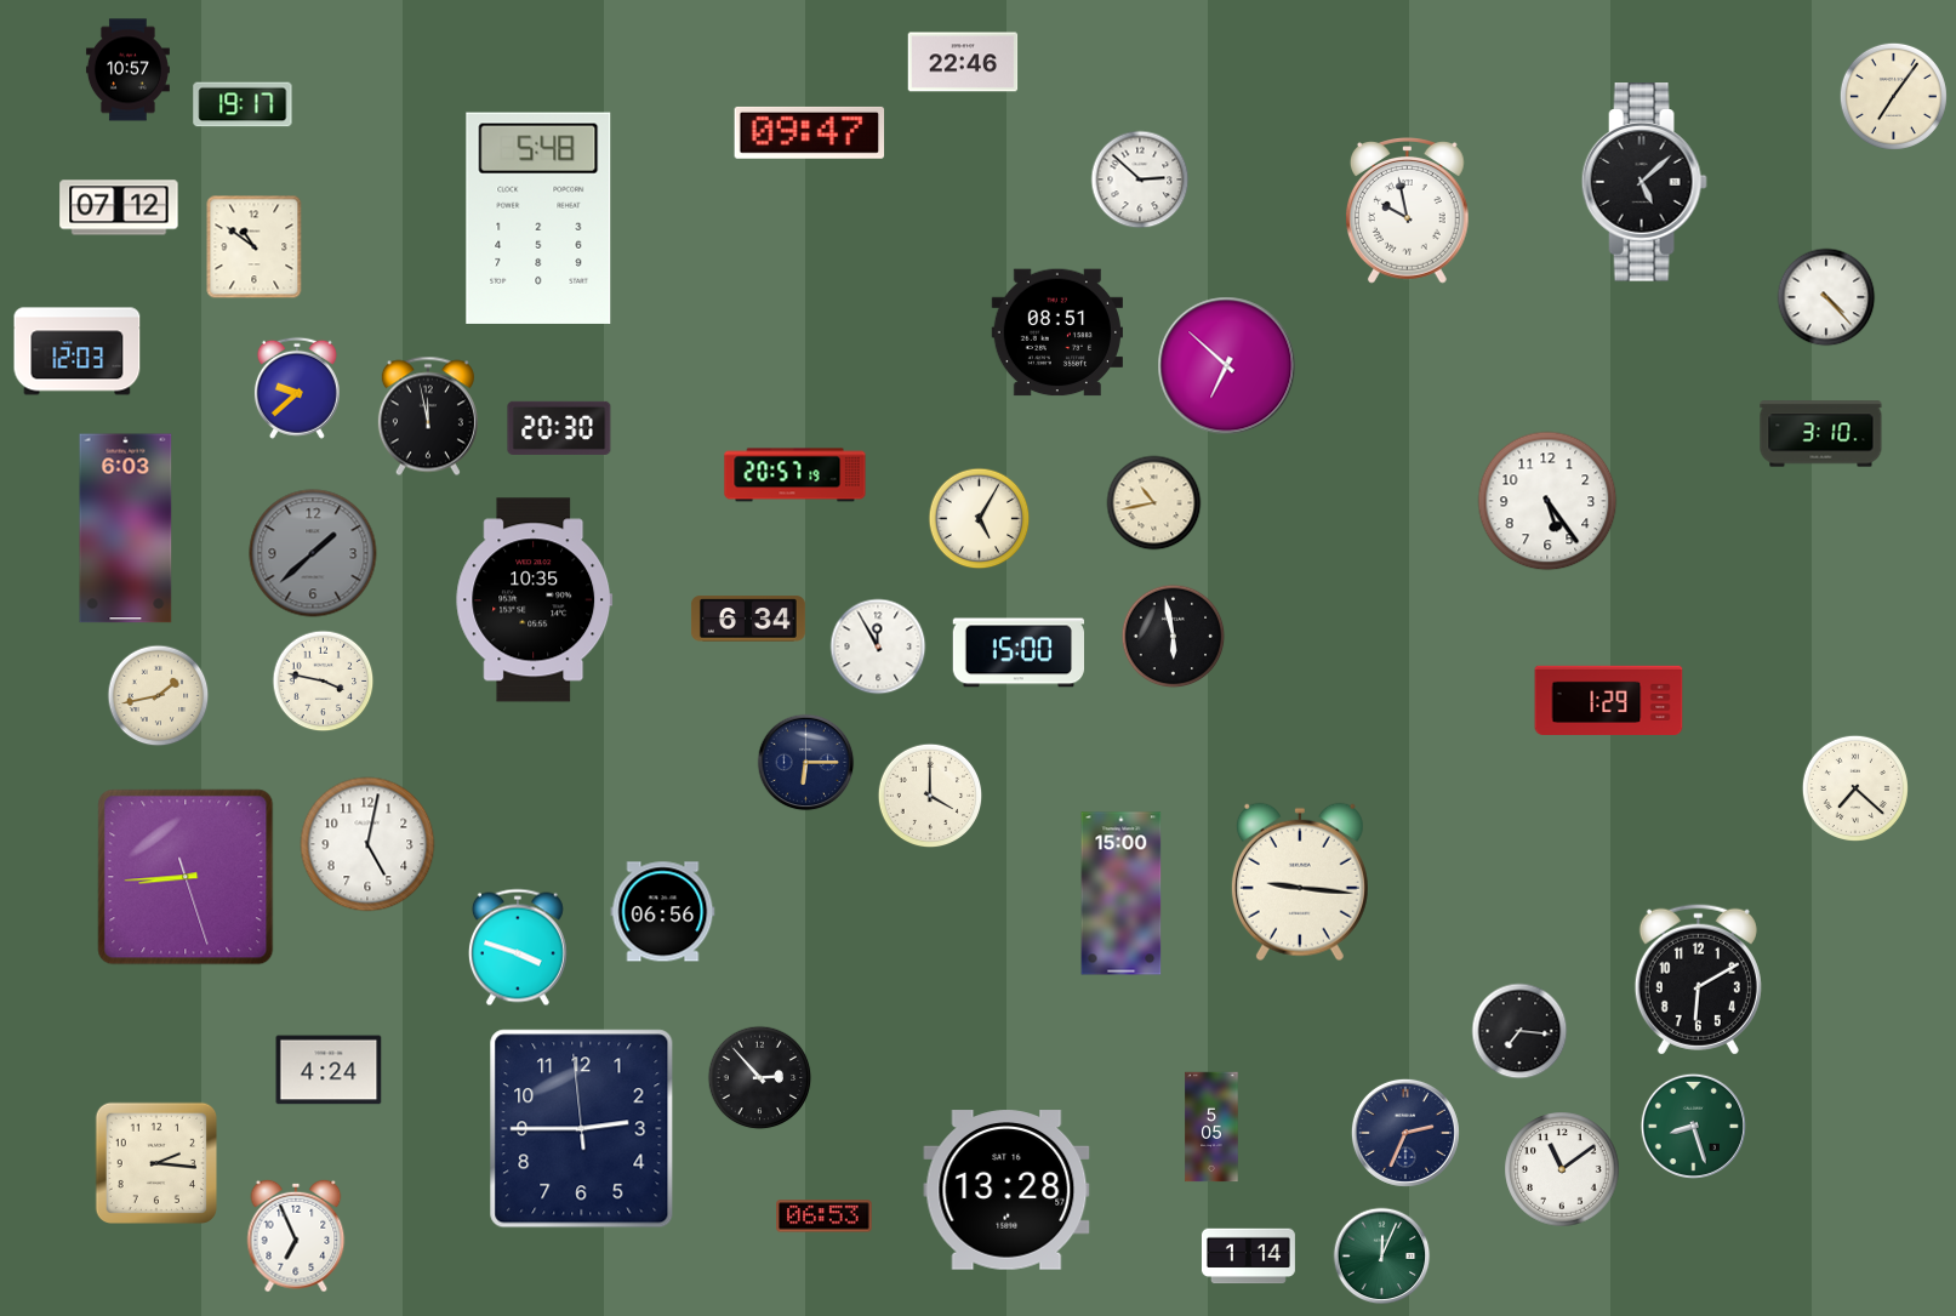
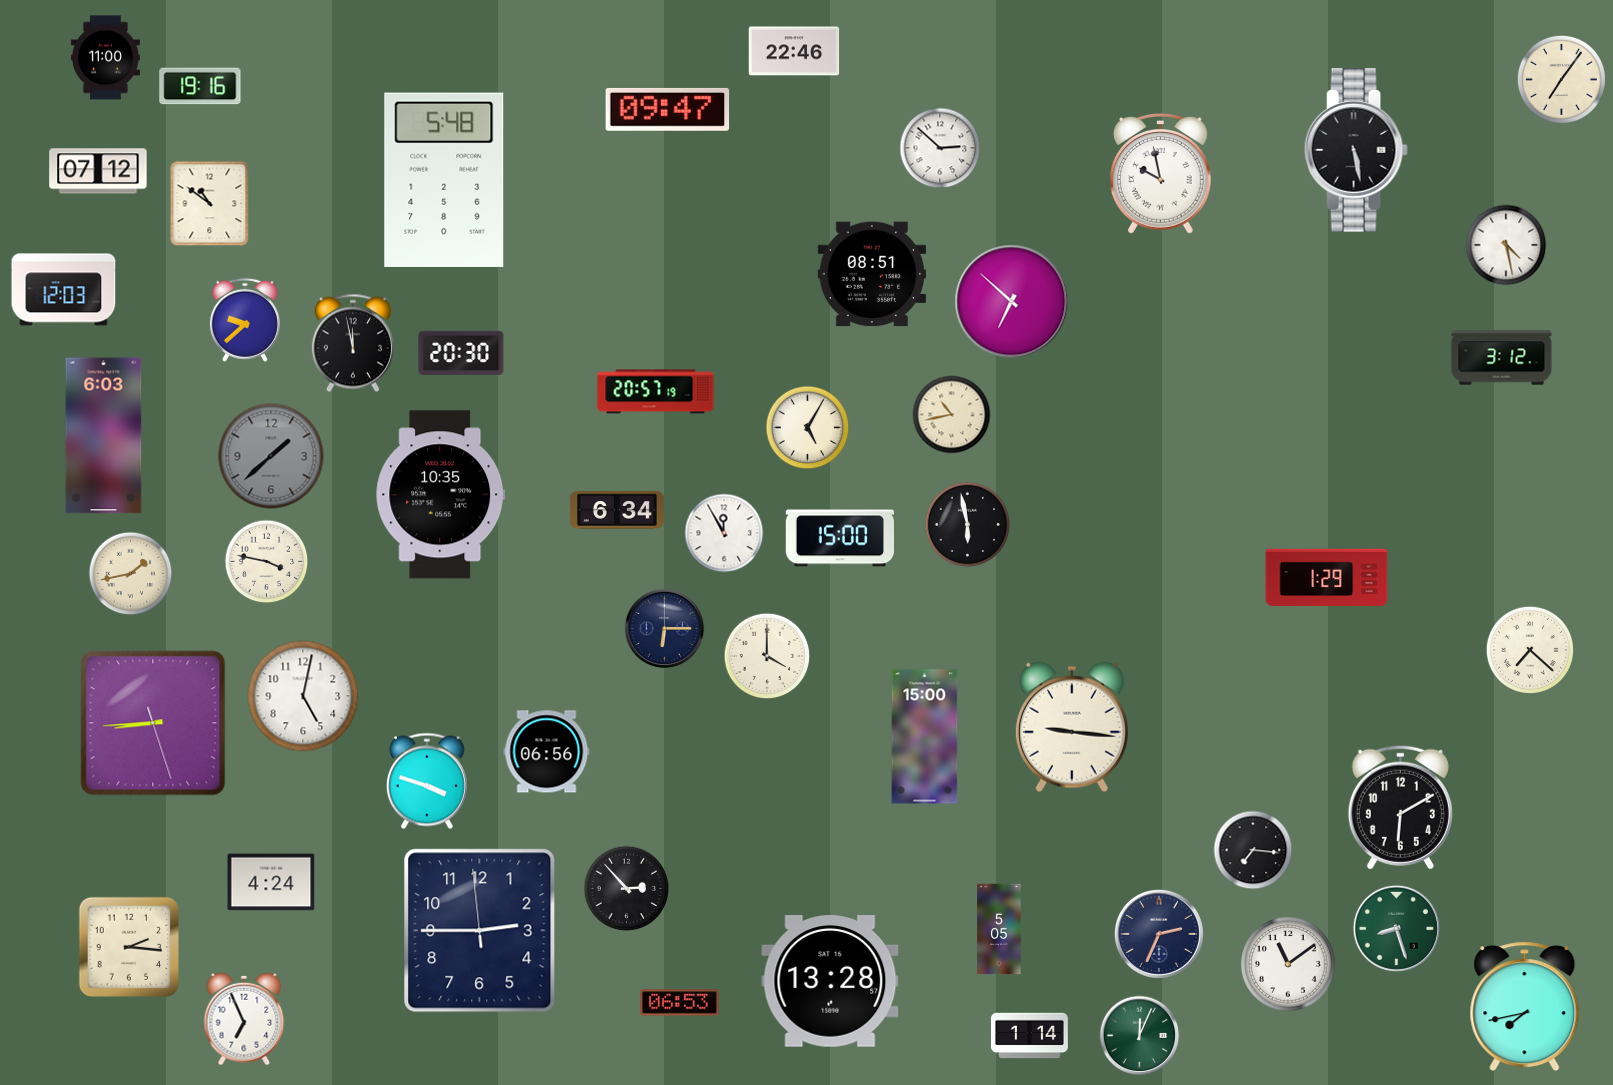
clock at (127, 70): 10:57 -> 11:00
clock at (243, 104): 19:17 -> 19:16
clock at (1644, 182): 5:08 -> 5:28
clock at (1826, 297): 4:23 -> 4:28
clock at (1821, 434): 3:10 -> 3:12
clock at (1547, 501): 5:24 -> none
clock at (313, 553) position: (313, 553) -> (271, 456)
clock at (155, 1162) position: (155, 1162) -> (128, 946)
clock at (1525, 1007): none -> 7:43
